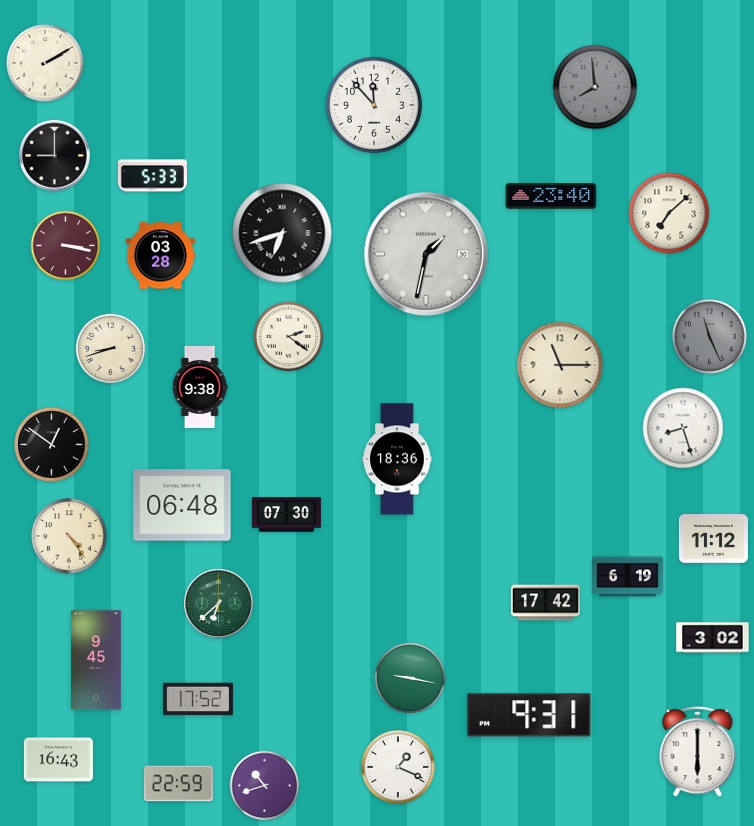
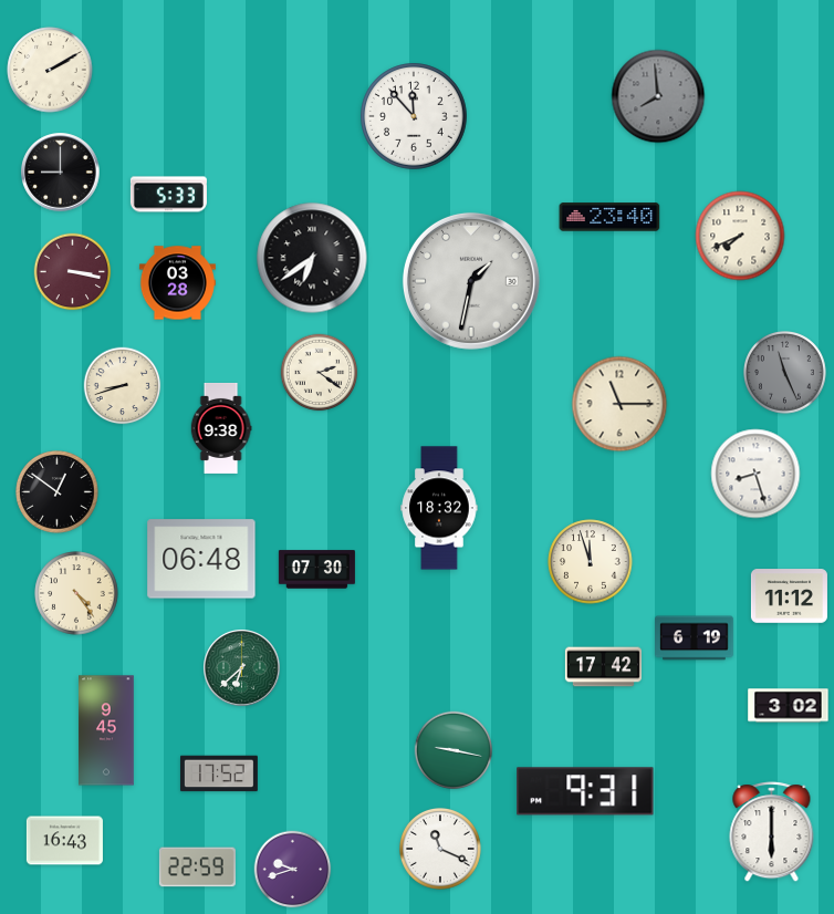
clock at (669, 213): 7:08 -> 7:41
clock at (282, 233): 6:42 -> 6:39
clock at (397, 459): 18:36 -> 18:32
clock at (591, 562): none -> 11:57
clock at (398, 767): 1:19 -> 11:19
clock at (265, 786): 10:42 -> 9:42
